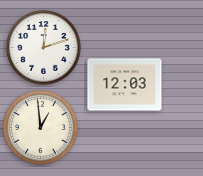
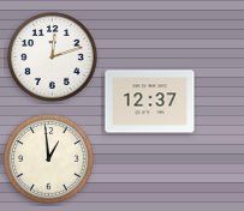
clock at (125, 85): 12:03 -> 12:37
clock at (41, 128) position: (41, 128) -> (49, 159)
